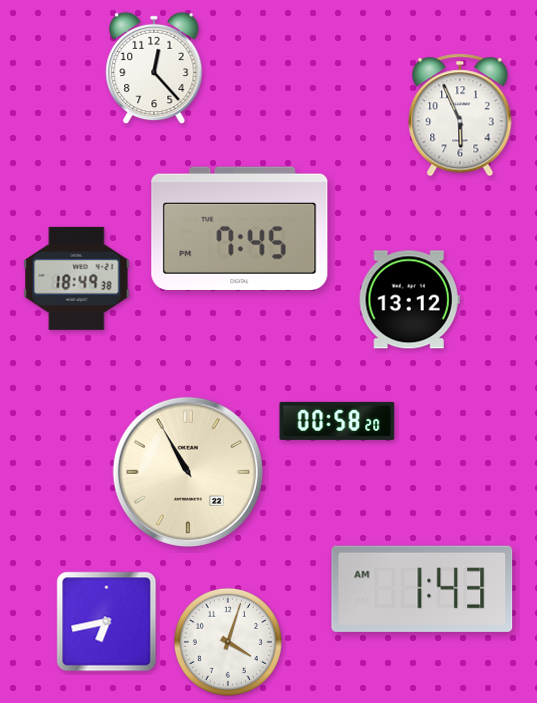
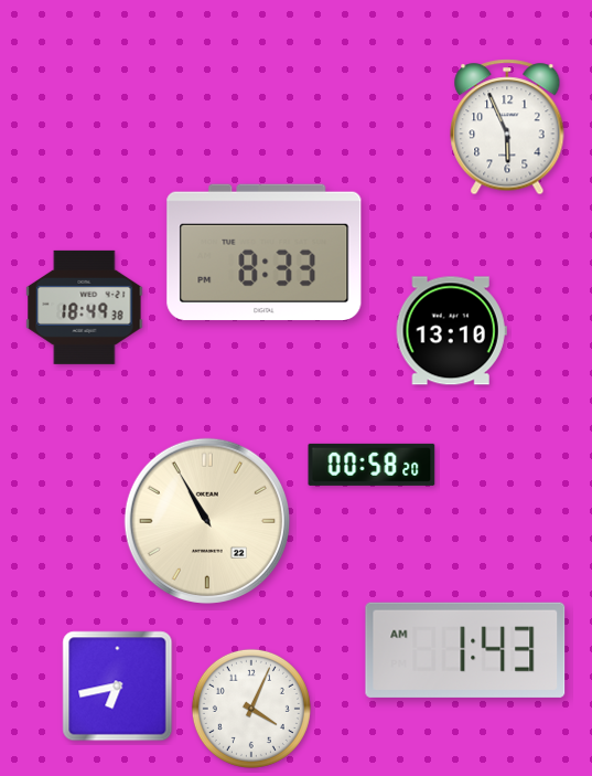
clock at (154, 68): 12:23 -> none
clock at (240, 228): 7:45 -> 8:33
clock at (409, 300): 13:12 -> 13:10
clock at (228, 642): 4:03 -> 4:04
